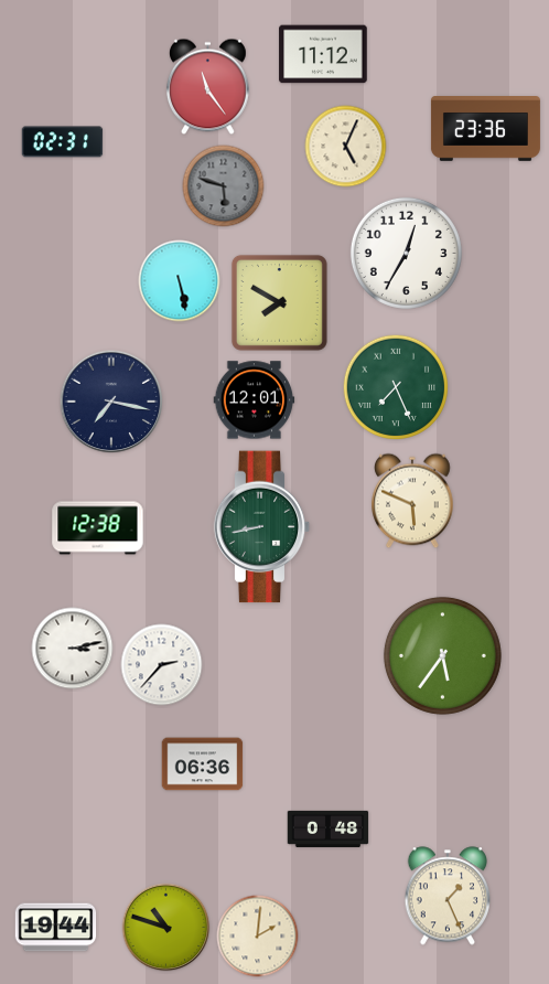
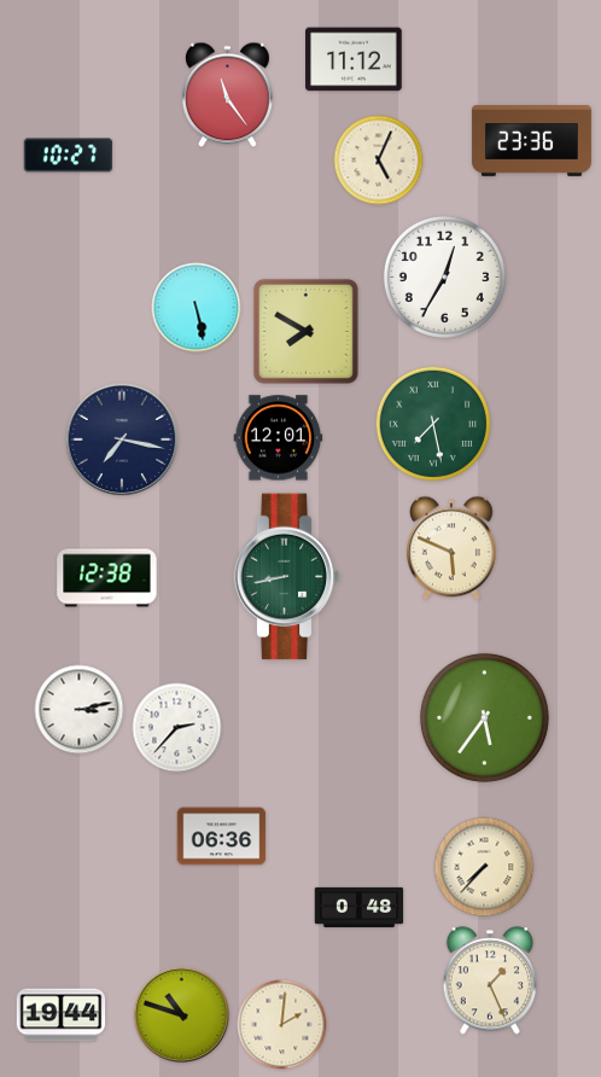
clock at (63, 142): 02:31 -> 10:27
clock at (224, 186): 5:48 -> none
clock at (396, 387): 7:26 -> 7:28
clock at (484, 867): none -> 7:37
